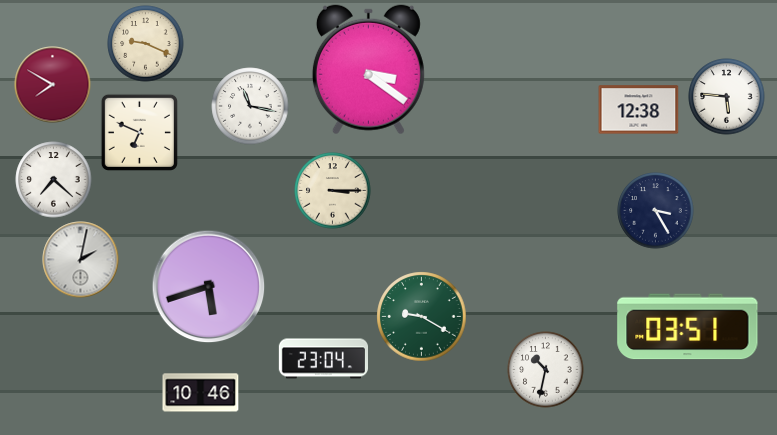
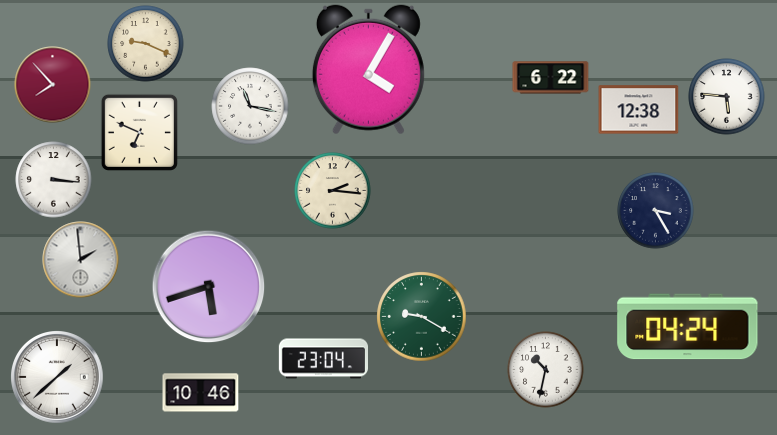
clock at (368, 70): 3:21 -> 4:05
clock at (551, 78): none -> 6:22
clock at (53, 85): 7:50 -> 7:53
clock at (54, 180): 7:22 -> 3:16
clock at (333, 191): 3:15 -> 2:16
clock at (81, 260): 2:02 -> 1:59
clock at (688, 327): 03:51 -> 04:24
clock at (58, 378): none -> 1:38
